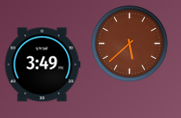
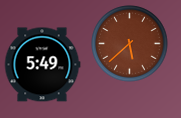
clock at (42, 65): 3:49 -> 5:49
